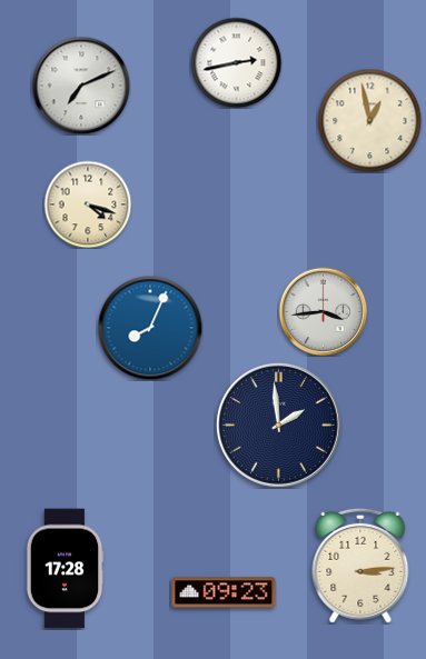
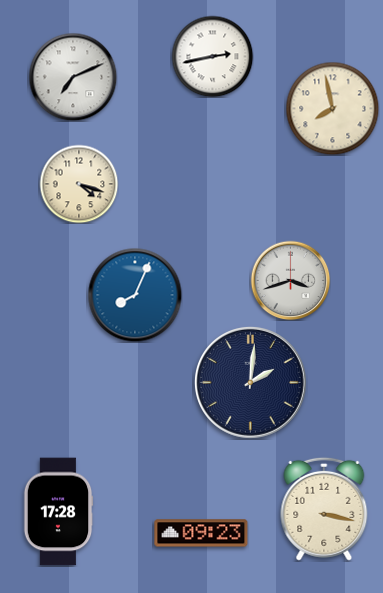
clock at (369, 120): 12:58 -> 7:58
clock at (323, 311): 3:44 -> 3:42
clock at (279, 426): 1:59 -> 2:01
clock at (360, 566): 3:14 -> 3:17
